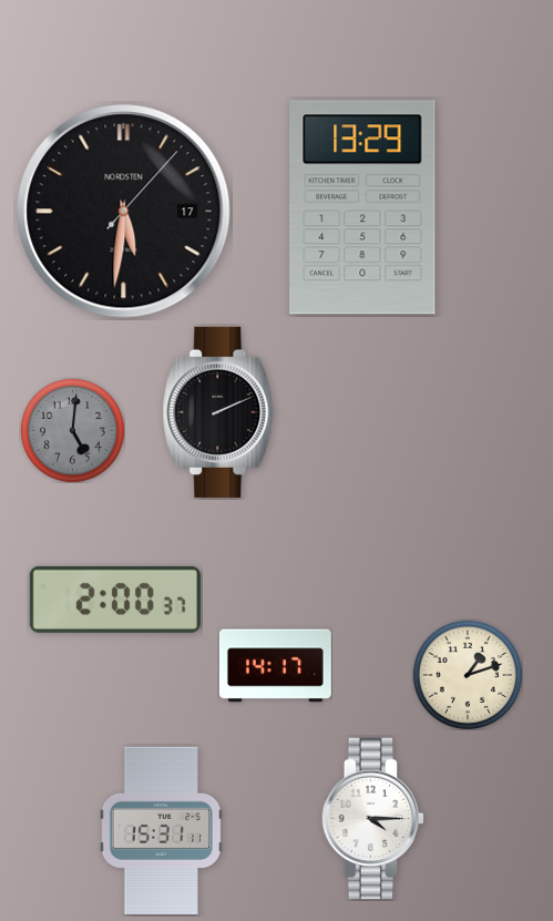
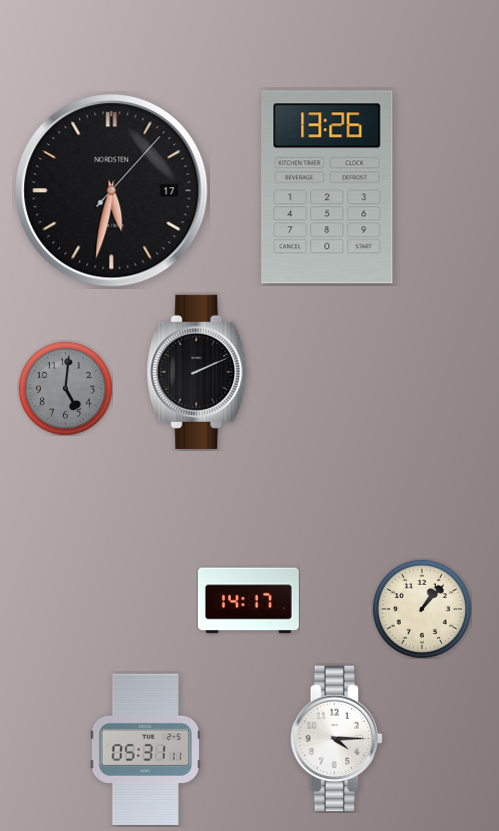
clock at (362, 207): 13:29 -> 13:26
clock at (124, 212): 5:31 -> 5:32
clock at (115, 600): 2:00 -> none
clock at (468, 675): 1:12 -> 1:07
clock at (161, 830): 15:31 -> 05:31
